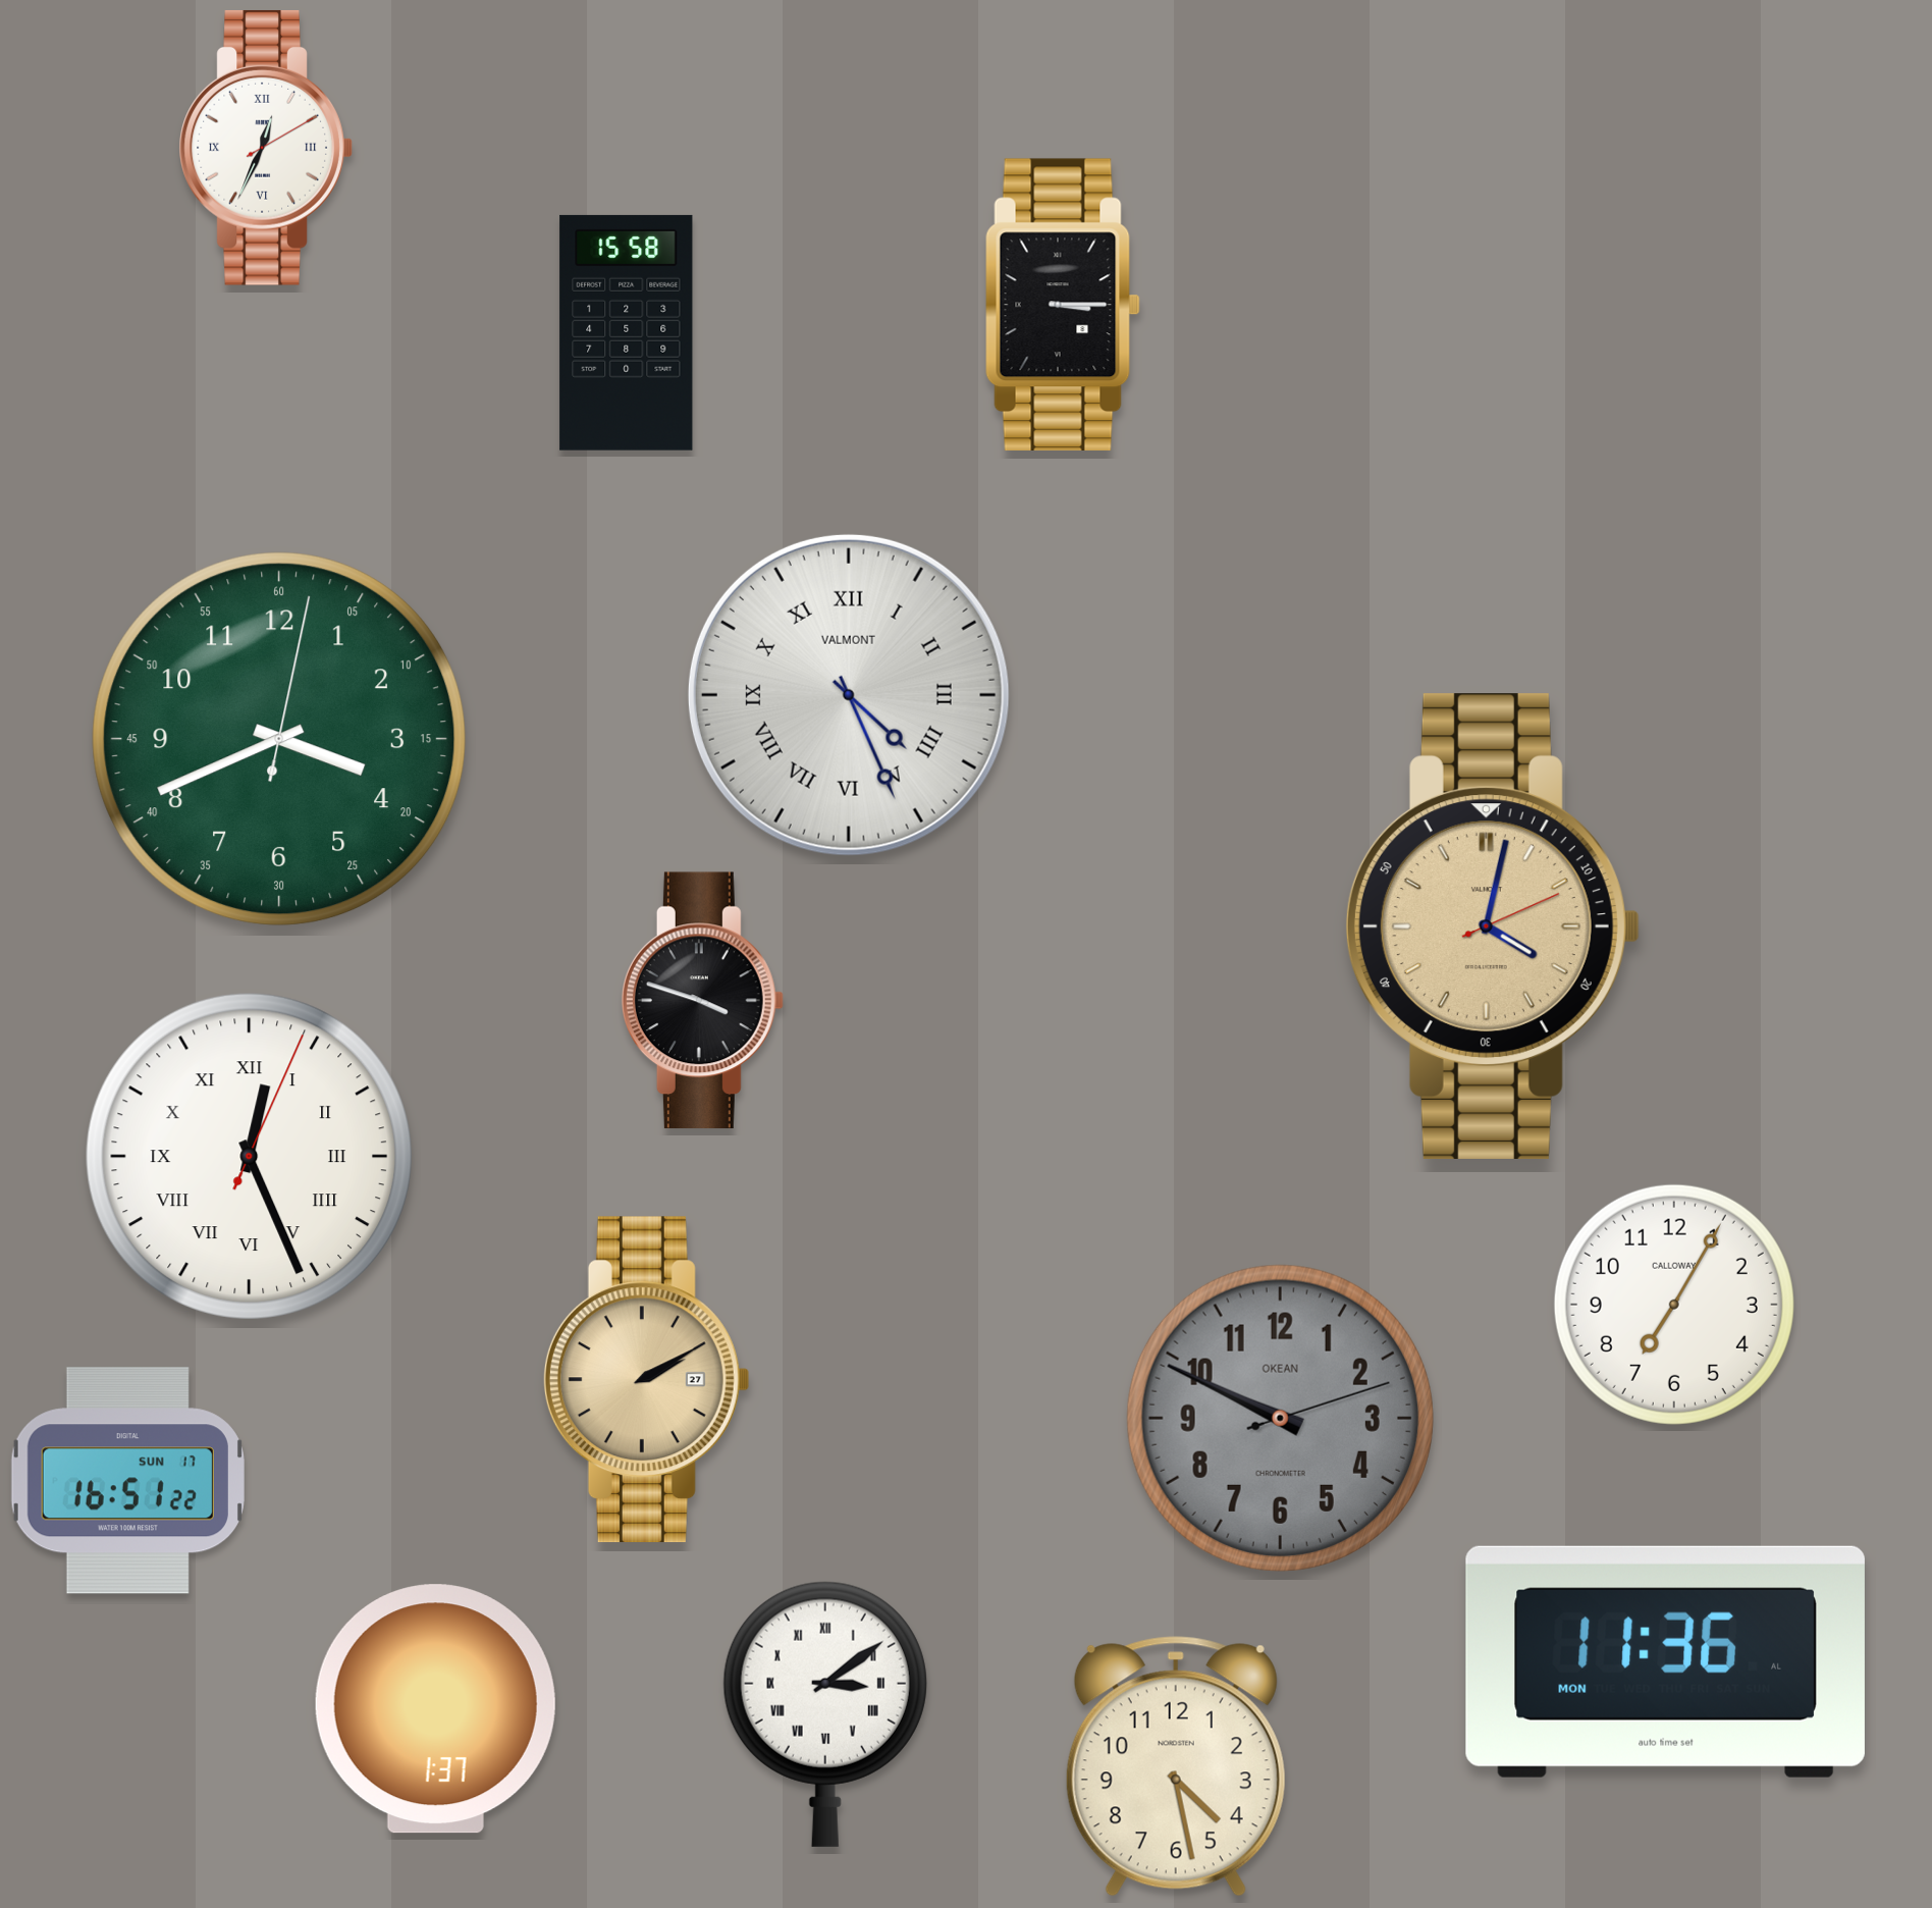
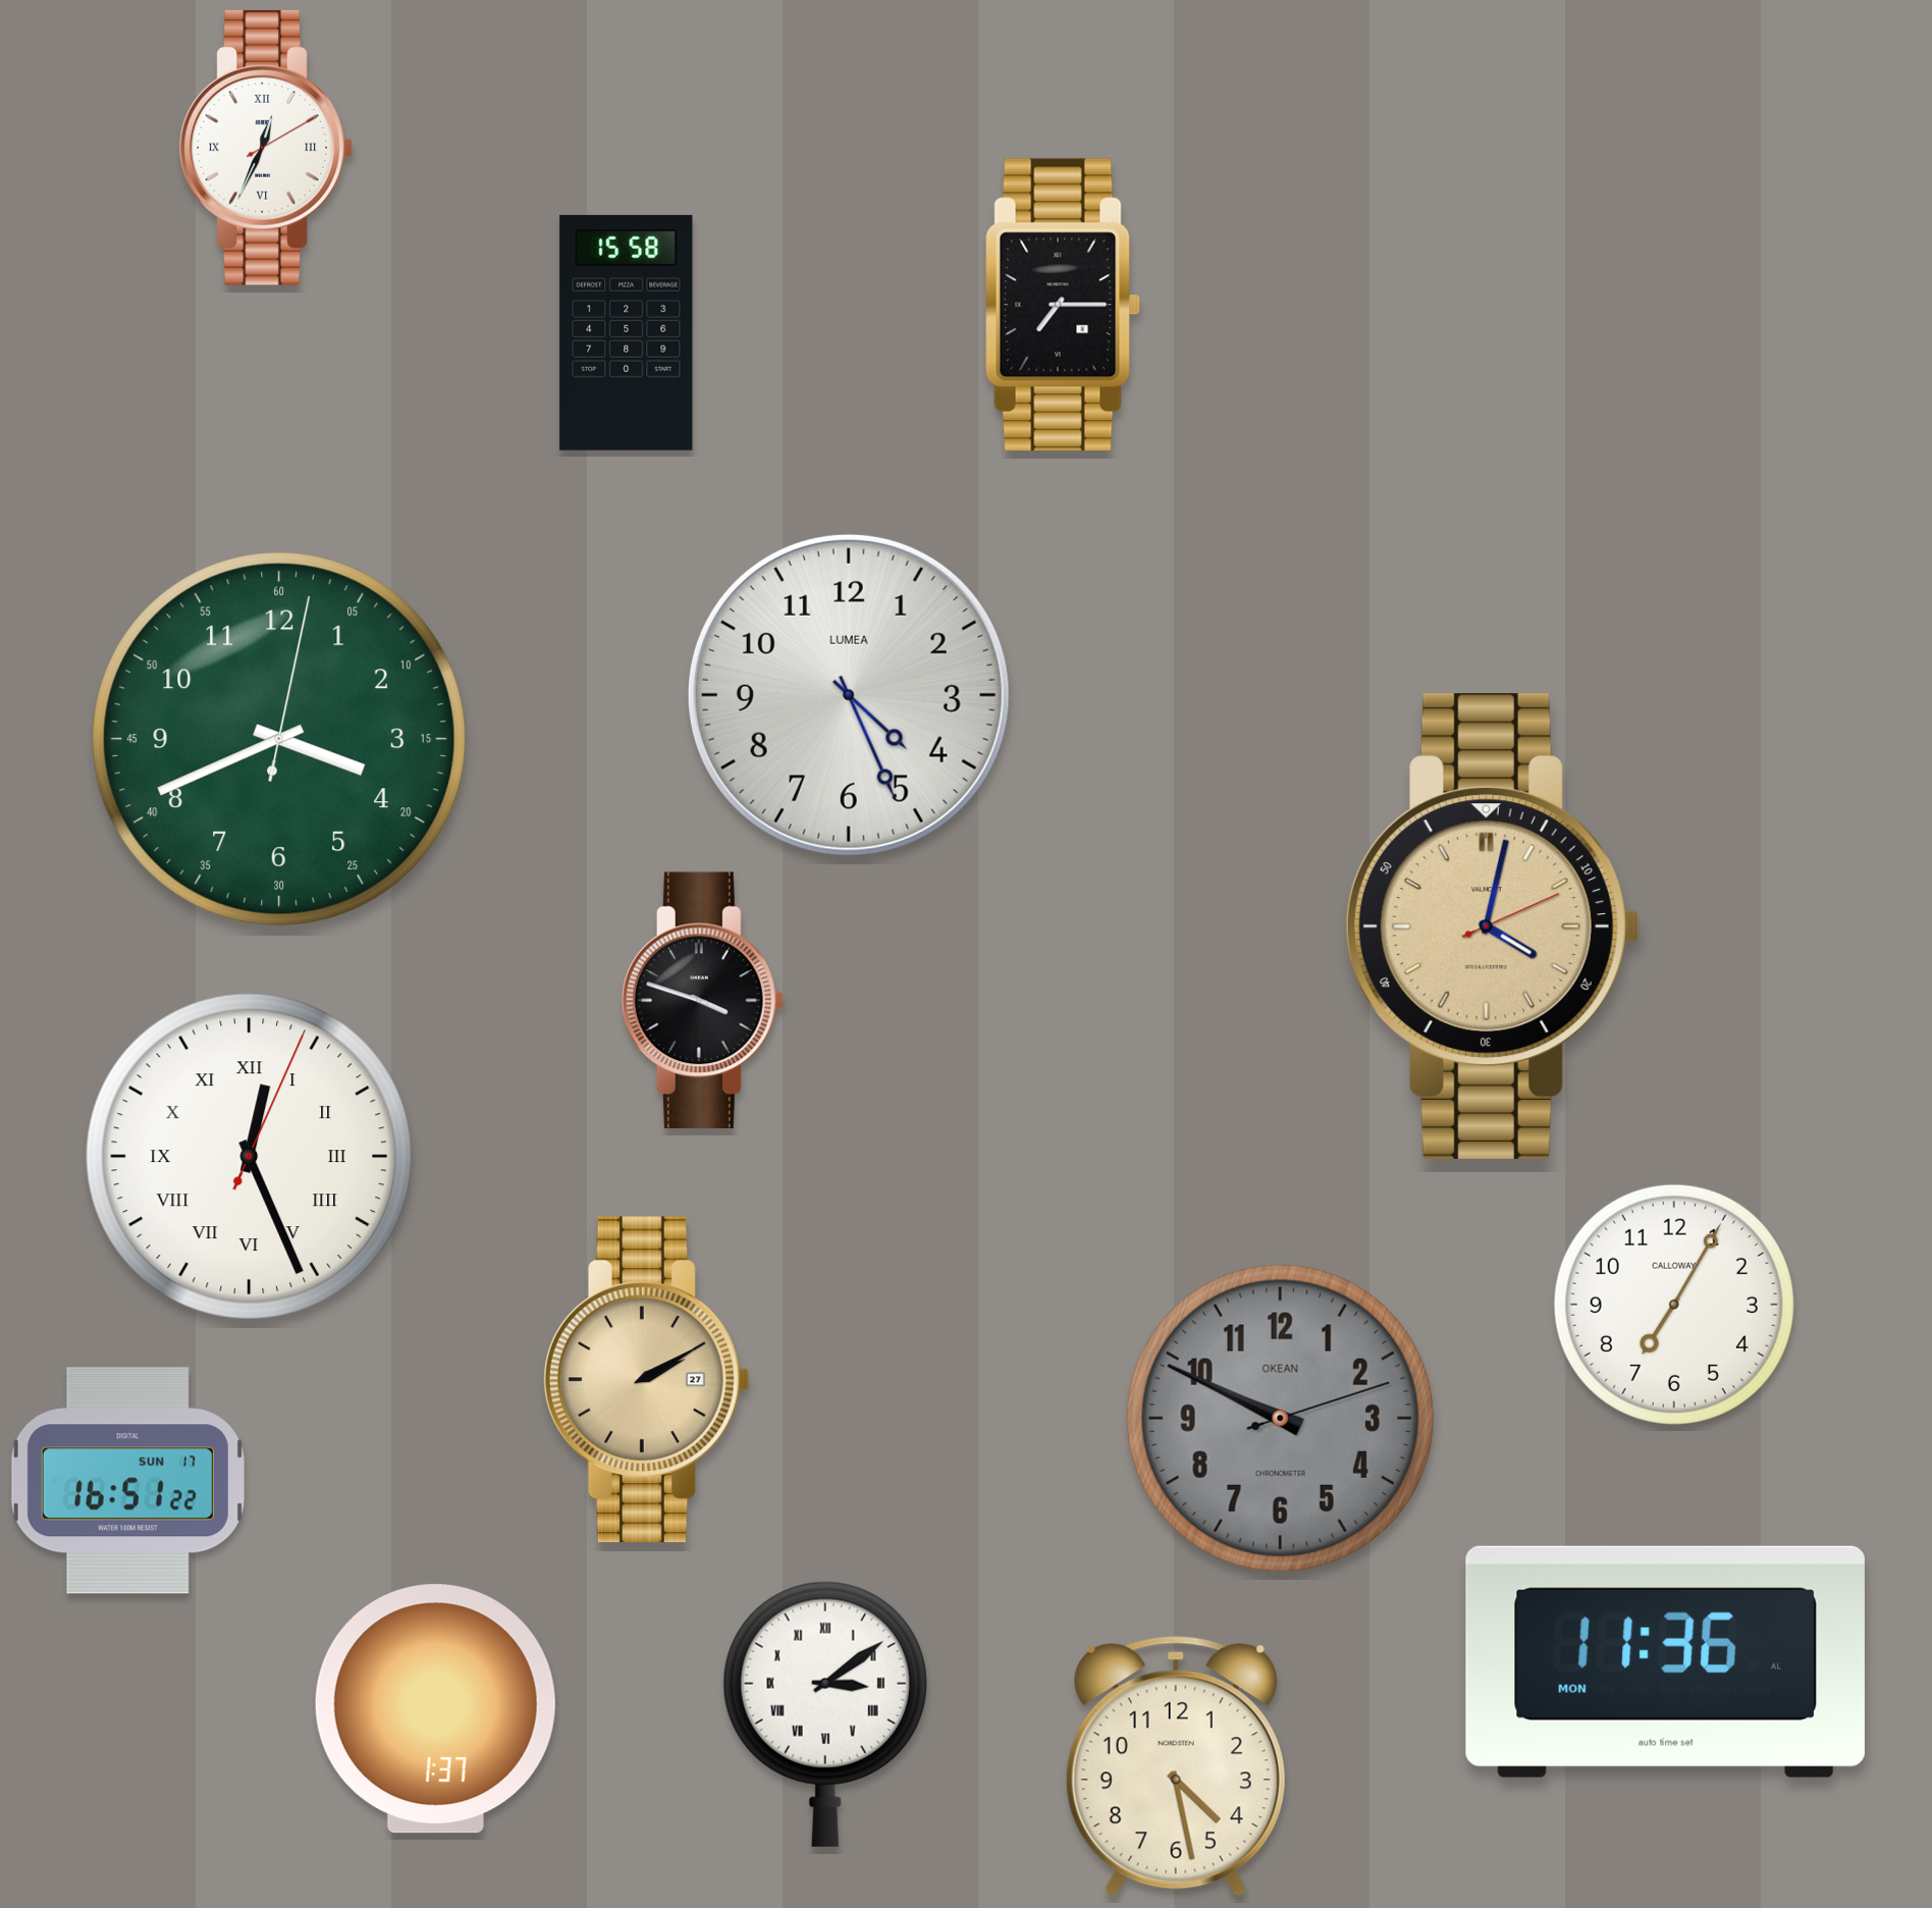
clock at (1063, 304): 3:15 -> 7:15
clock at (849, 695) numerals: Roman -> Arabic
clock at (849, 695) brand: VALMONT -> LUMEA
